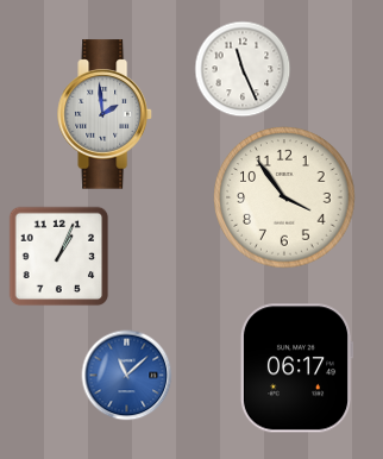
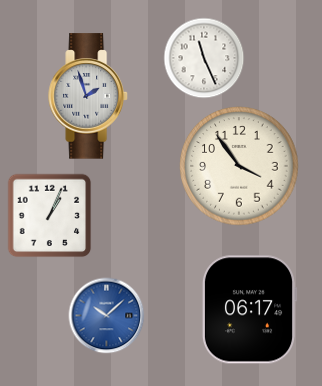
clock at (105, 114): 1:59 -> 1:57
clock at (127, 376): 11:08 -> 10:08
